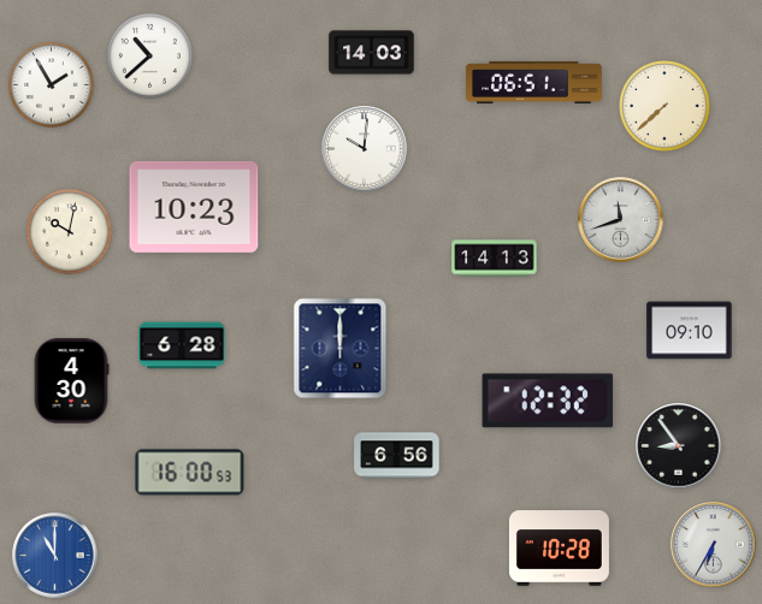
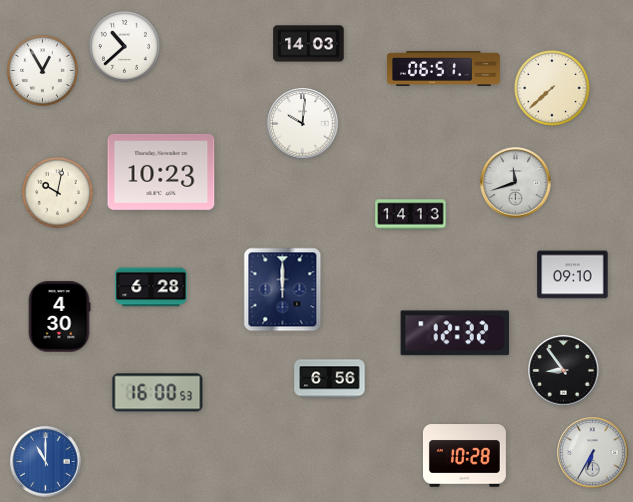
clock at (51, 84): 1:55 -> 12:55
